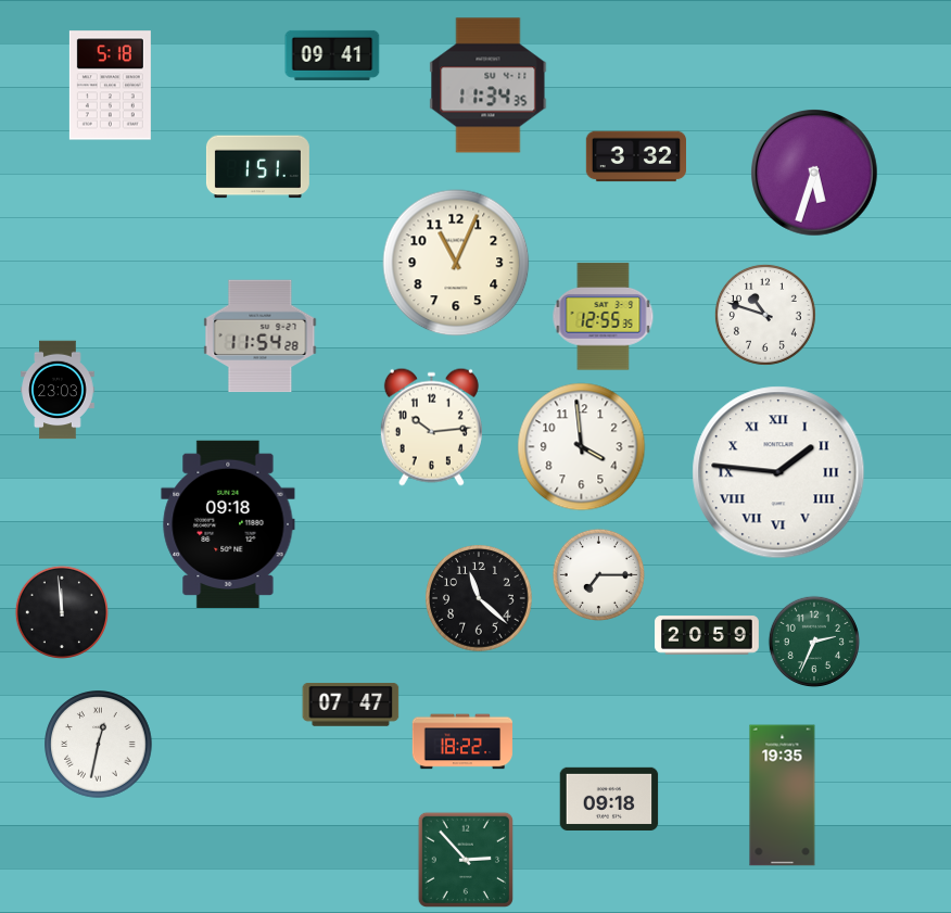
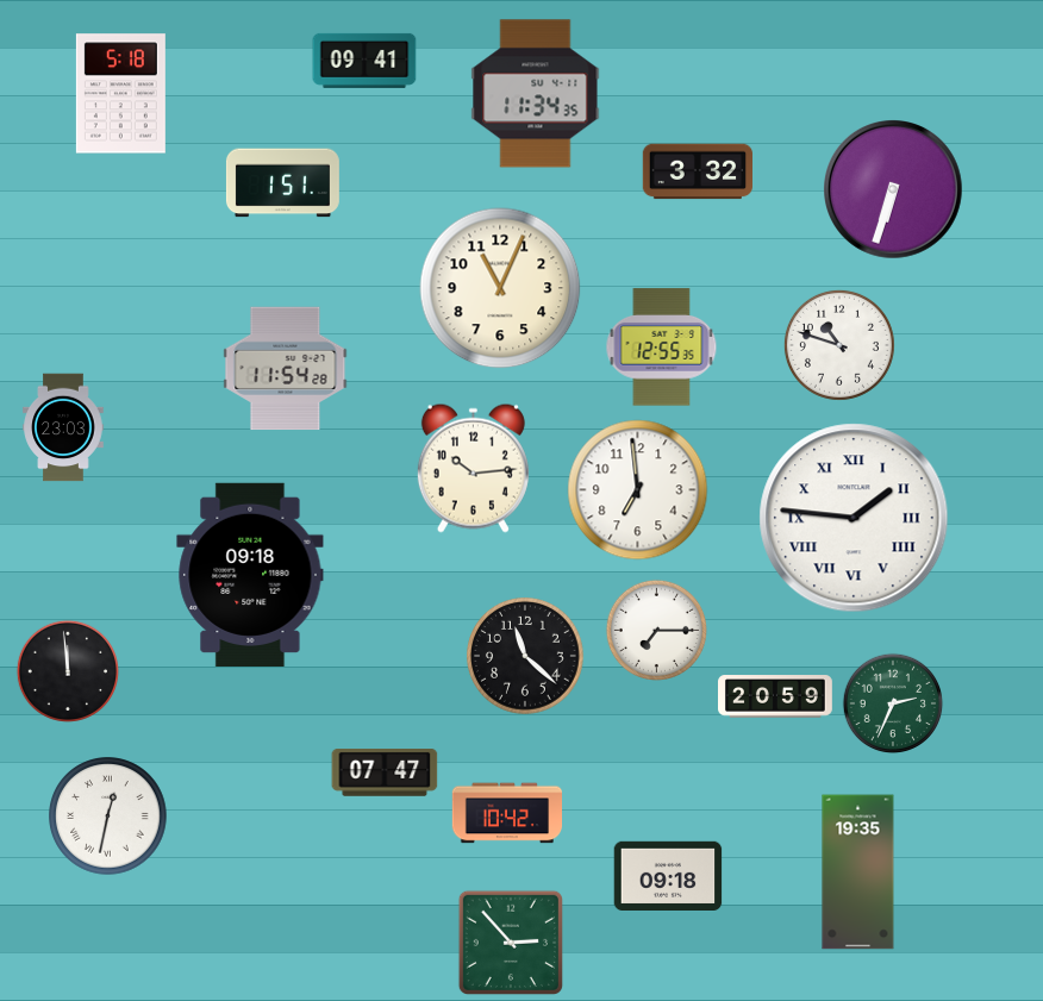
clock at (815, 174): 5:33 -> 6:33
clock at (582, 447): 3:59 -> 6:59
clock at (461, 741): 18:22 -> 10:42
